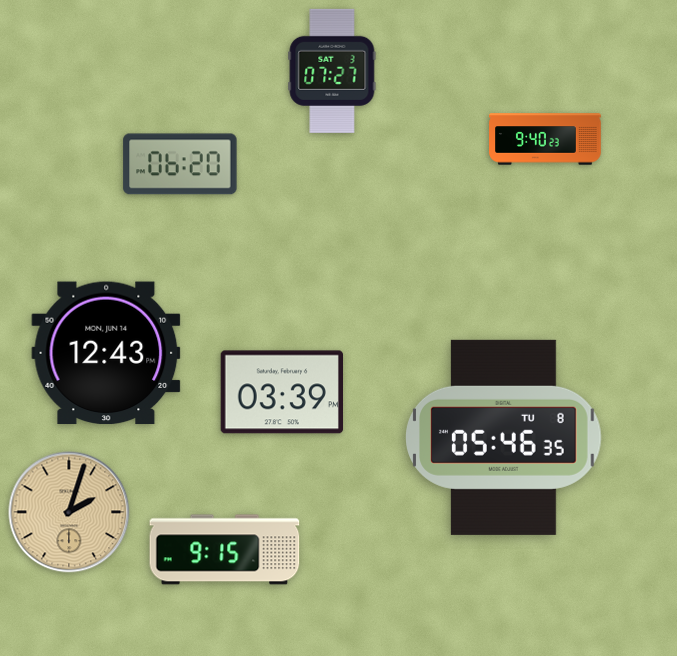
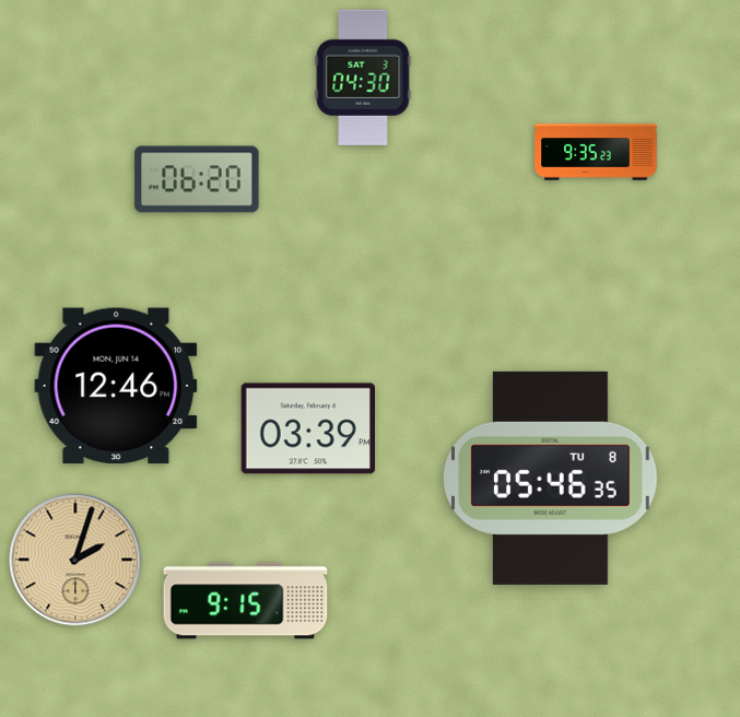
clock at (332, 71): 07:27 -> 04:30
clock at (545, 139): 9:40 -> 9:35
clock at (106, 353): 12:43 -> 12:46
